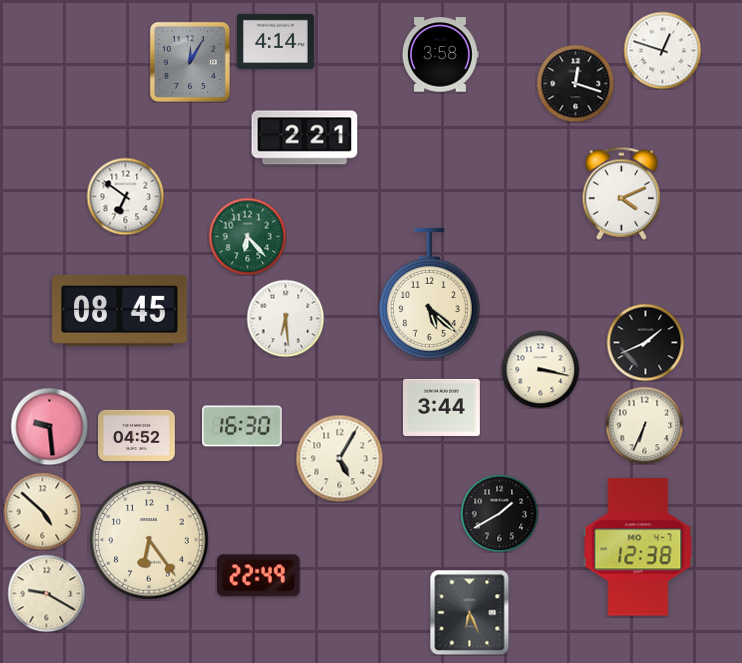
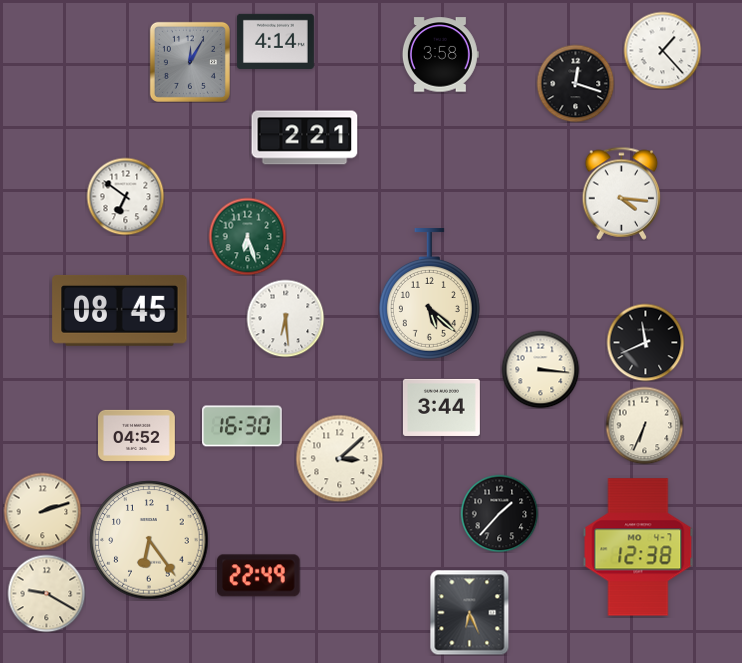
clock at (662, 50): 12:48 -> 1:23
clock at (622, 193): 4:11 -> 4:16
clock at (247, 236): 6:23 -> 6:27
clock at (645, 342): 1:41 -> 11:41
clock at (540, 369): 3:17 -> 3:16
clock at (49, 426): 9:29 -> none
clock at (339, 458): 5:05 -> 3:08
clock at (42, 511): 4:52 -> 2:12
clock at (499, 513): 1:40 -> 1:37
